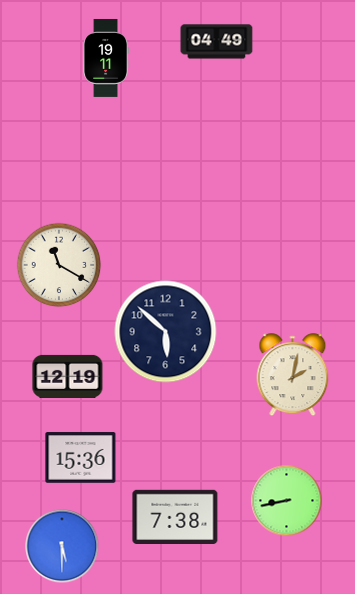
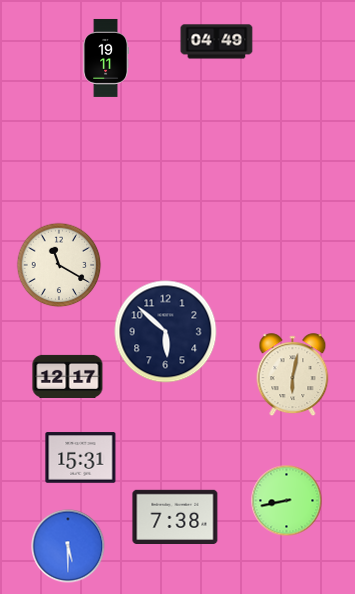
clock at (293, 375): 2:02 -> 6:02
clock at (68, 376): 12:19 -> 12:17
clock at (81, 458): 15:36 -> 15:31
clock at (62, 546) position: (62, 546) -> (68, 546)
